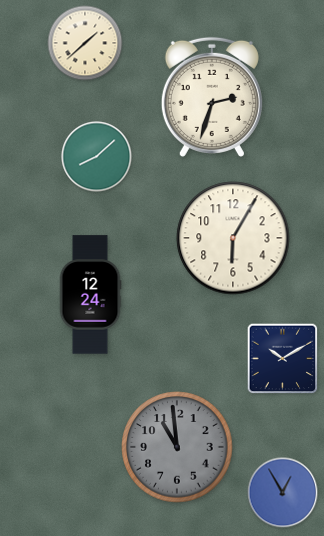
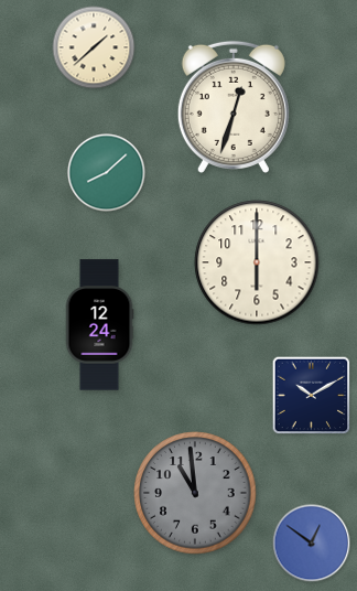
clock at (212, 97): 2:33 -> 12:33
clock at (233, 238): 6:05 -> 6:00
clock at (283, 493): 12:55 -> 12:51
